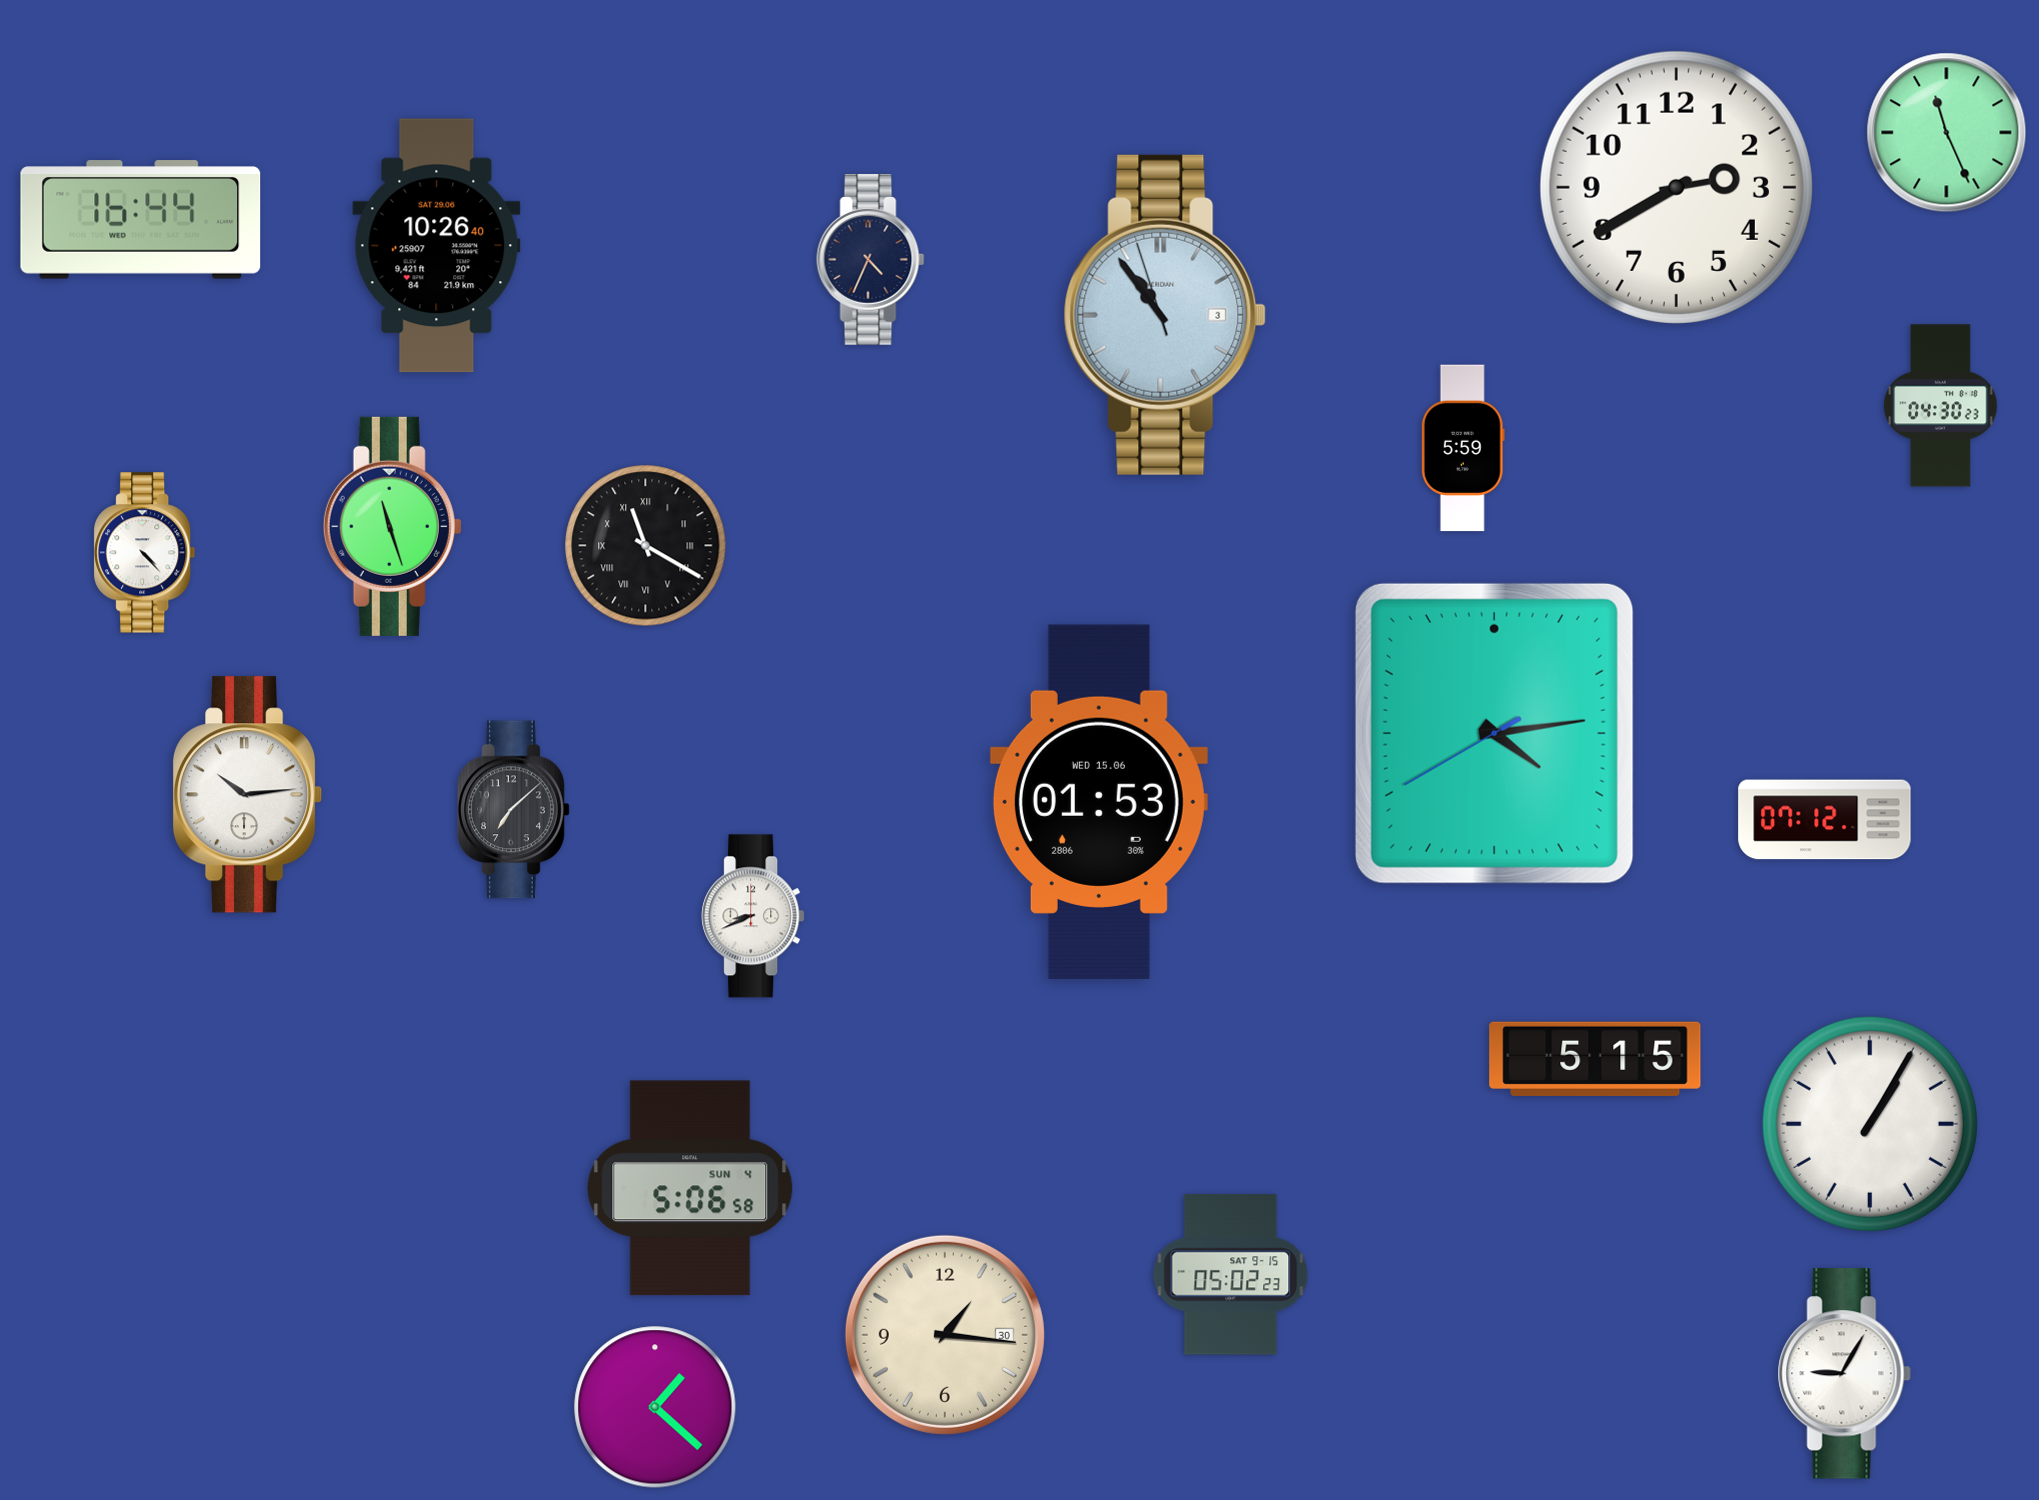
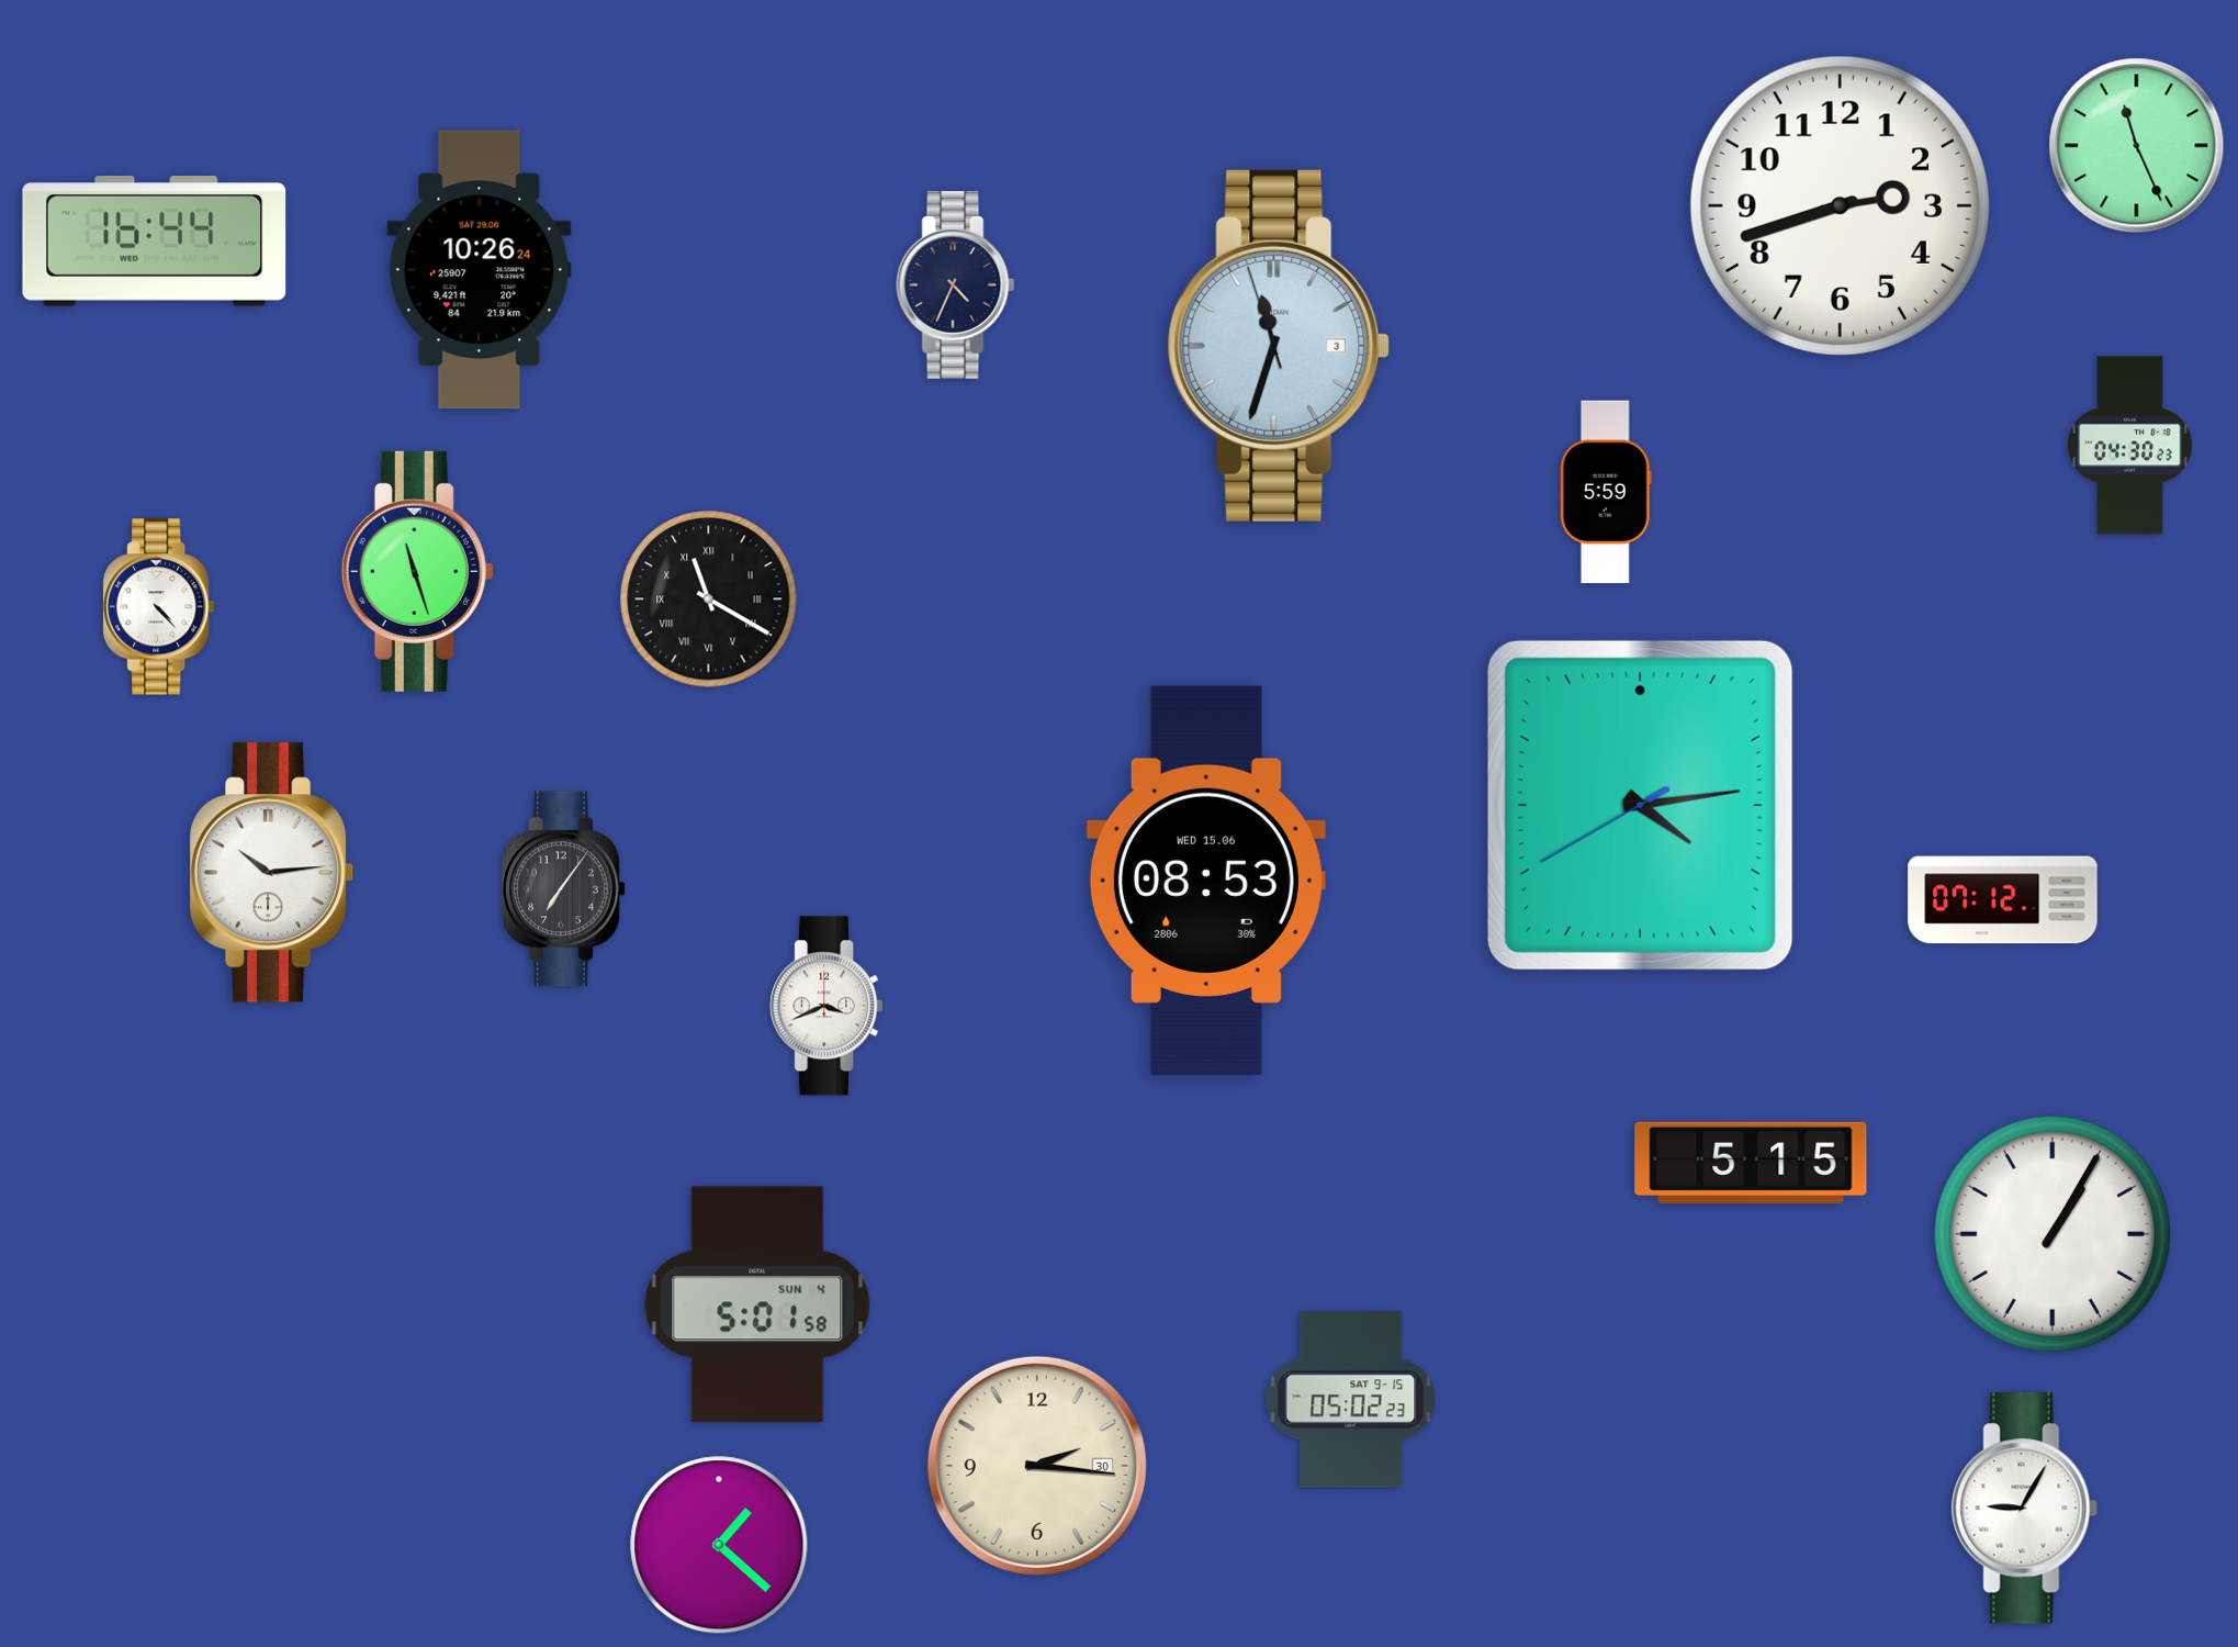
clock at (1676, 187): 2:40 -> 2:42
clock at (437, 246): 10:26:40 -> 10:26:24
clock at (1165, 315): 10:53 -> 11:32
clock at (392, 526) position: (392, 526) -> (417, 571)
clock at (1099, 802): 01:53 -> 08:53
clock at (514, 810): 7:08 -> 7:06
clock at (753, 916): 8:41 -> 3:41
clock at (690, 1188): 5:06 -> 5:01
clock at (945, 1335): 1:16 -> 2:16
